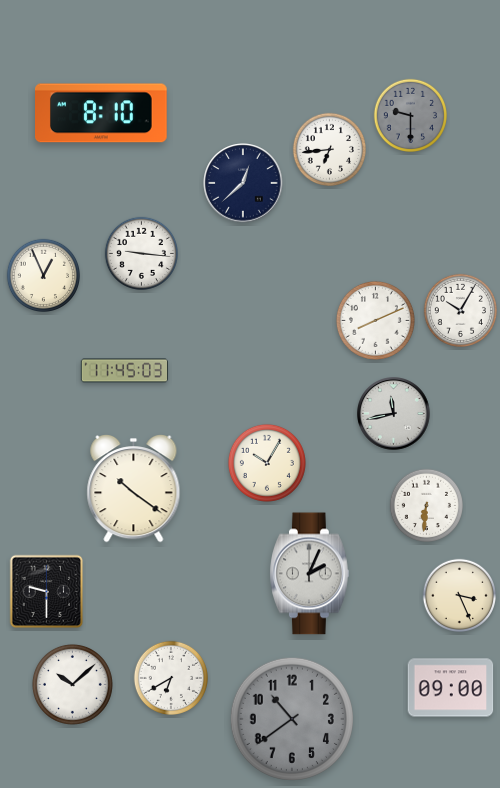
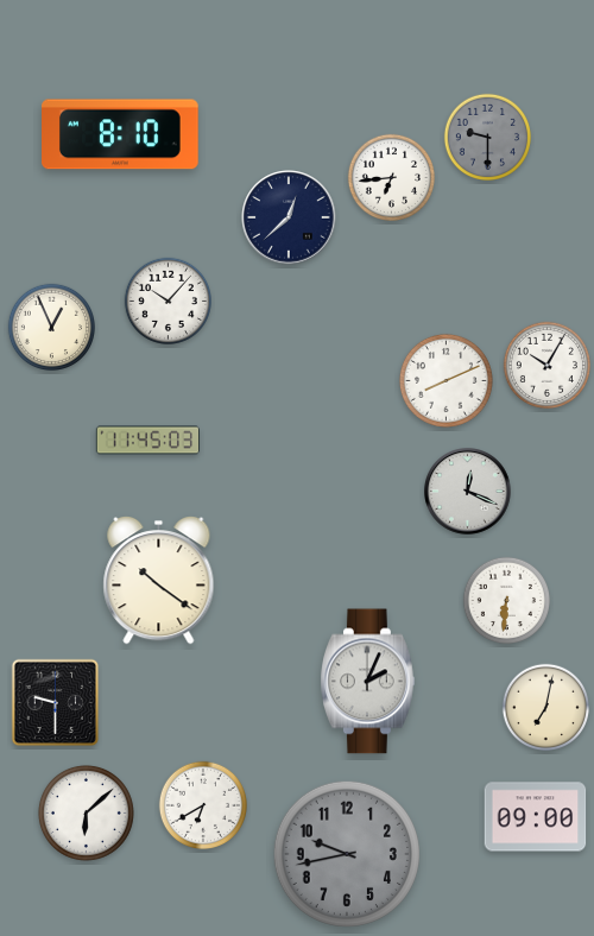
clock at (141, 253): 9:16 -> 10:07
clock at (460, 310) position: (460, 310) -> (546, 365)
clock at (394, 414): 11:43 -> 12:19
clock at (267, 463): 10:05 -> none
clock at (459, 595): 3:26 -> 7:02
clock at (72, 684): 10:08 -> 6:08
clock at (292, 719): 10:39 -> 9:43
